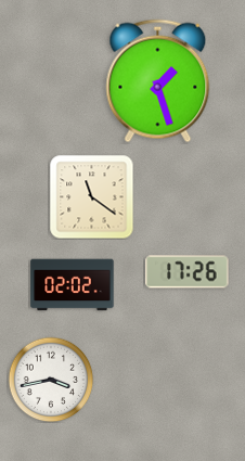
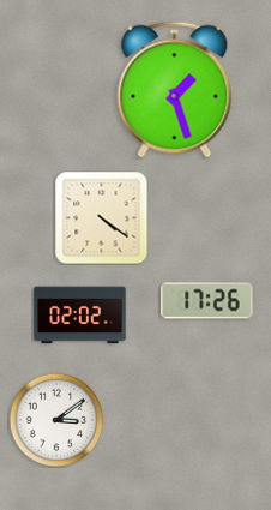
clock at (91, 196): 11:21 -> 4:21
clock at (51, 380): 3:43 -> 3:09
